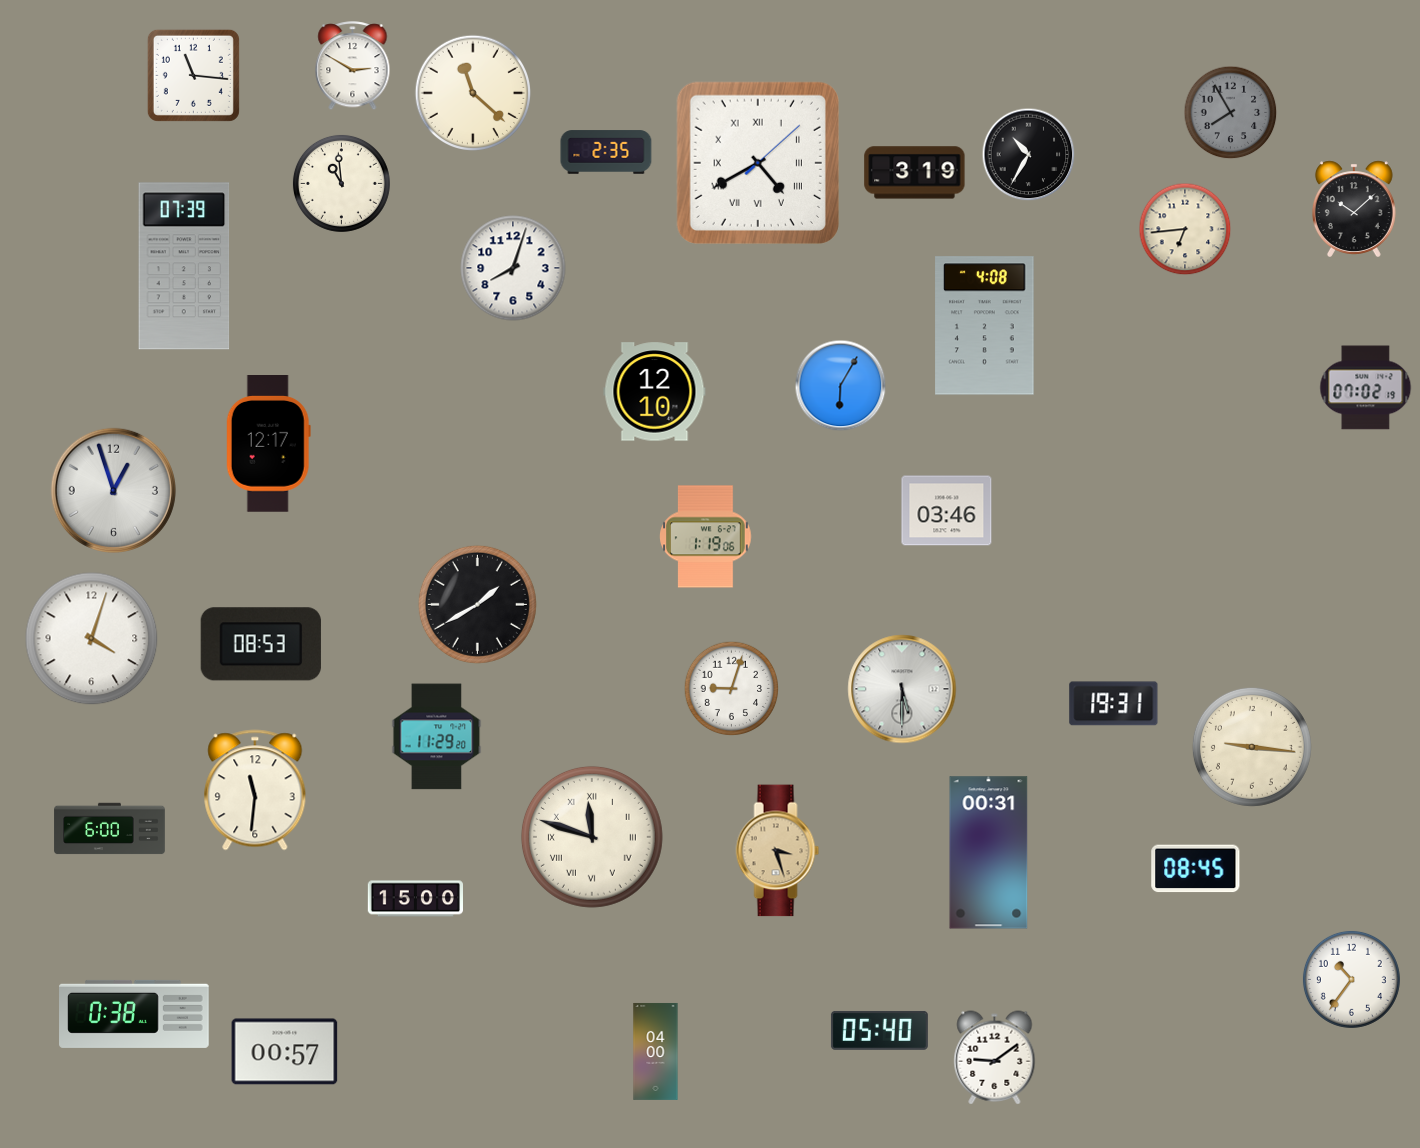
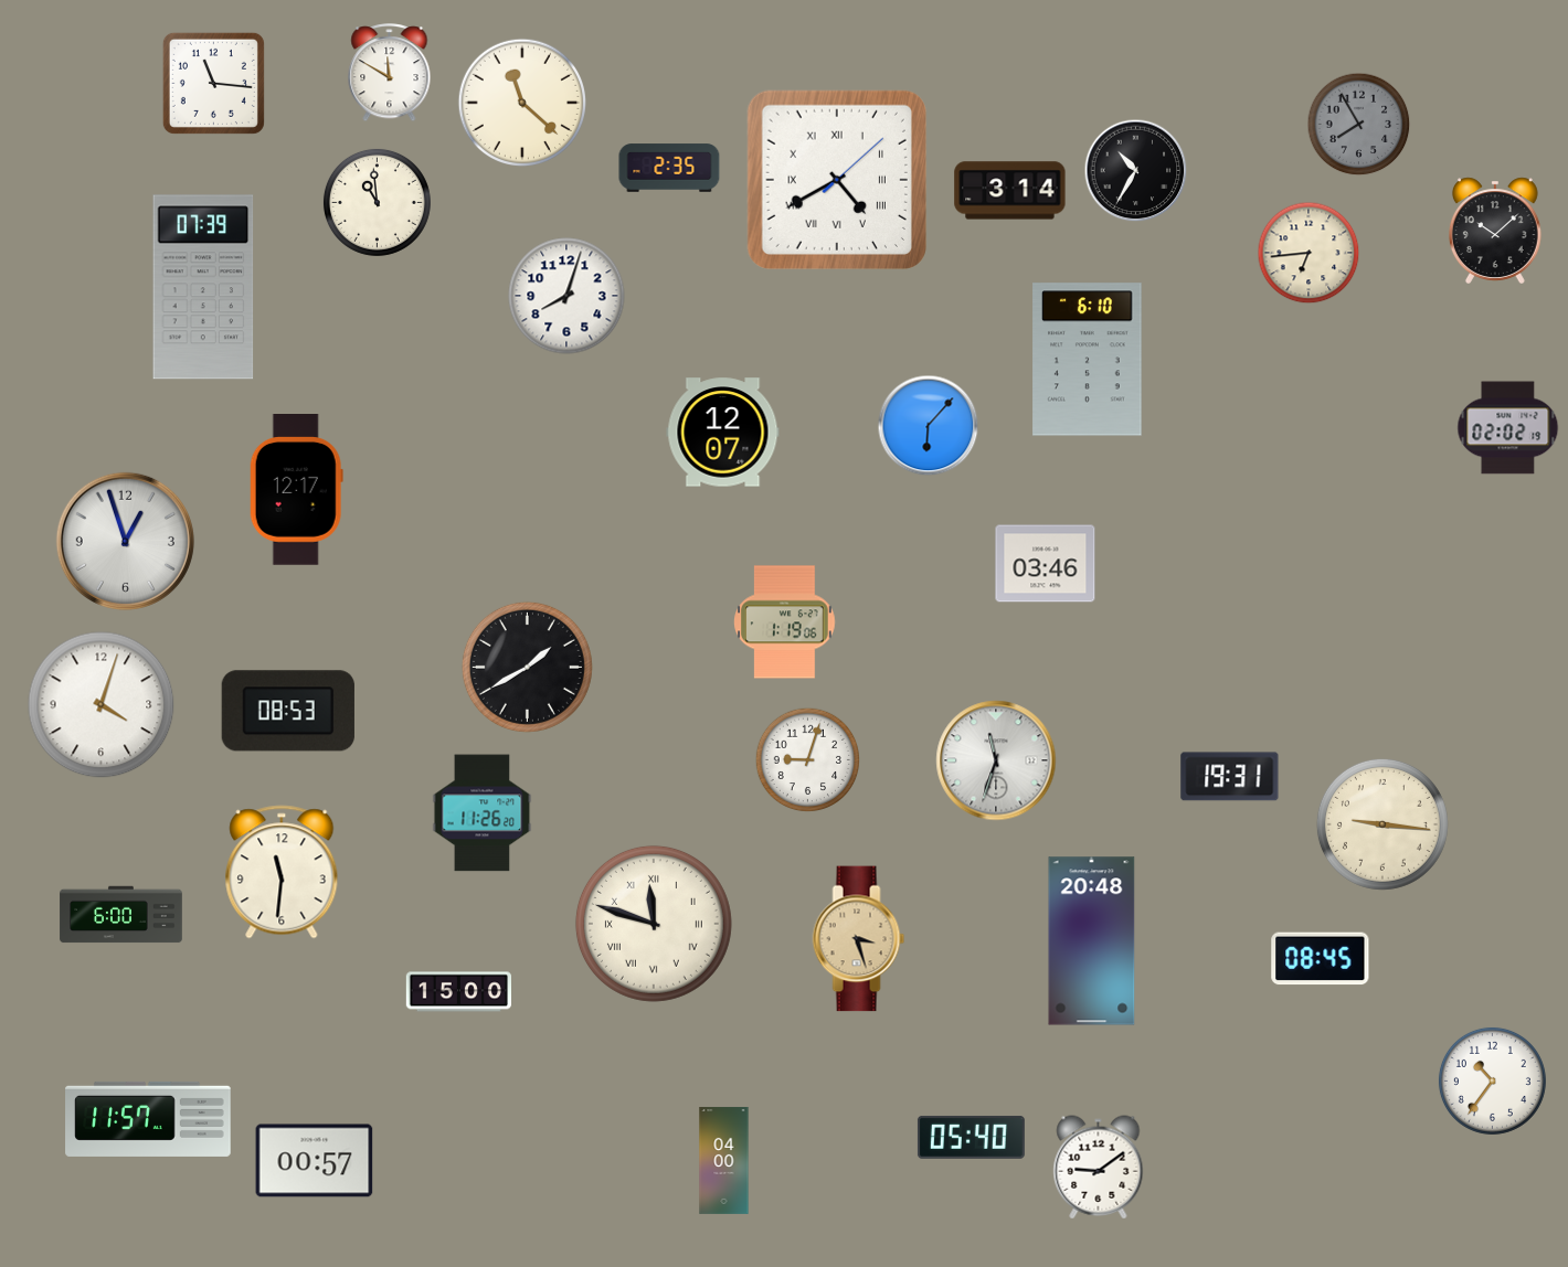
clock at (353, 66): 2:50 -> 11:50
clock at (915, 173): 3:19 -> 3:14
clock at (184, 266) position: (184, 266) -> (203, 287)
clock at (985, 326): 4:08 -> 6:10
clock at (841, 386): 6:05 -> 6:07
clock at (1366, 388): 07:02 -> 02:02
clock at (655, 392): 12:10 -> 12:07
clock at (706, 537) position: (706, 537) -> (785, 622)
clock at (902, 689): 5:30 -> 11:33
clock at (437, 737): 11:29 -> 11:26
clock at (989, 853): 00:31 -> 20:48
clock at (134, 1014): 0:38 -> 11:57
